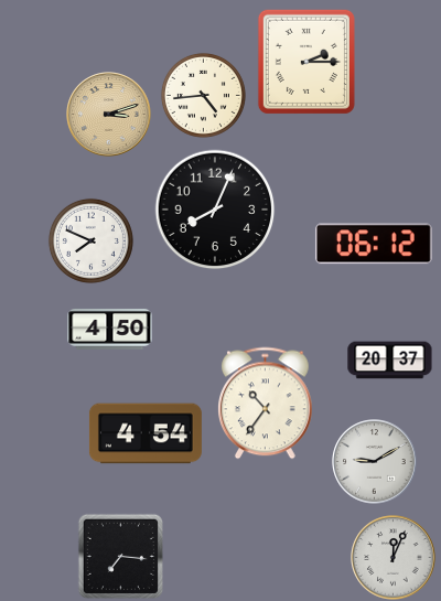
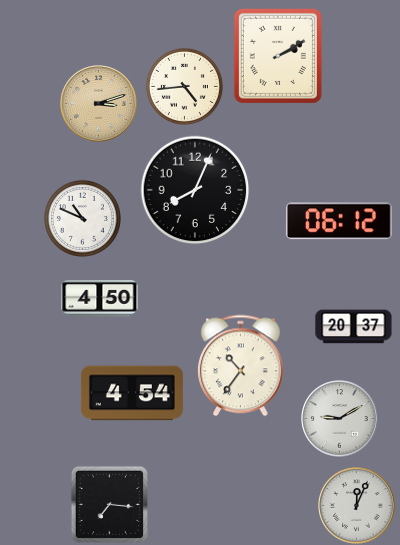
clock at (306, 62): 2:15 -> 2:10
clock at (90, 240): 7:49 -> 10:49
